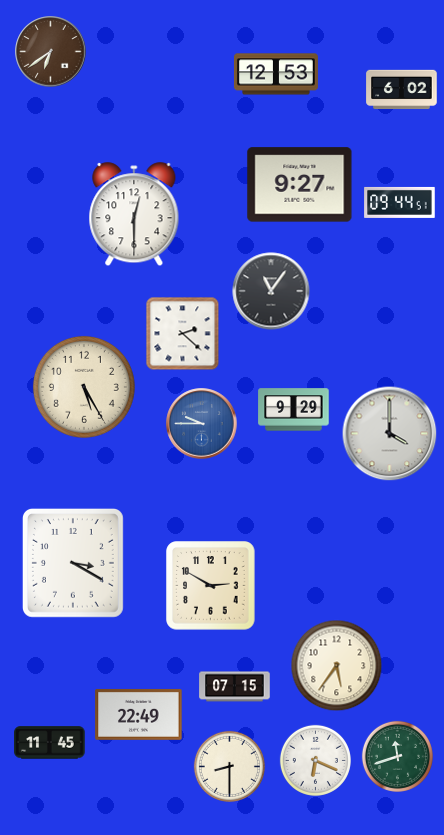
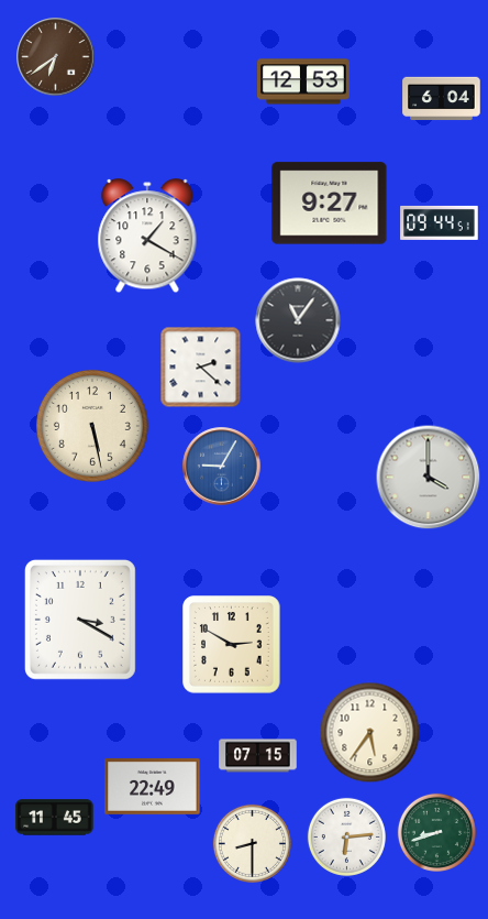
clock at (402, 90): 6:02 -> 6:04
clock at (134, 215): 12:30 -> 1:20
clock at (84, 387): 5:25 -> 5:28
clock at (294, 410): 9:29 -> none
clock at (202, 424): 9:45 -> 9:05
clock at (397, 756): 11:42 -> 8:42
clock at (315, 760): 6:19 -> 6:14
